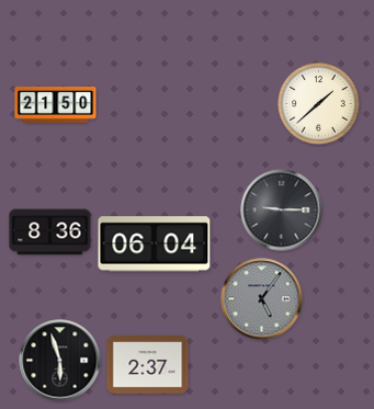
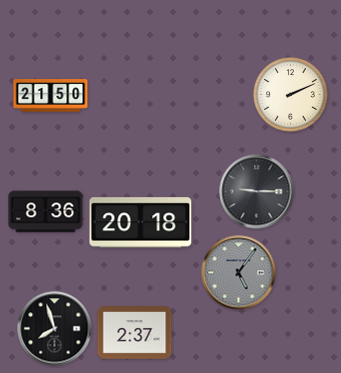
clock at (319, 104): 1:38 -> 2:11
clock at (155, 245): 06:04 -> 20:18
clock at (60, 361): 5:57 -> 7:57
